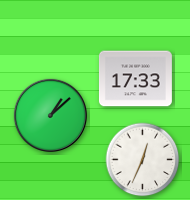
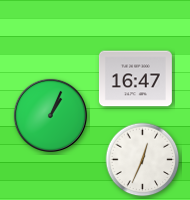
clock at (135, 79): 17:33 -> 16:47
clock at (50, 115): 1:08 -> 1:04
